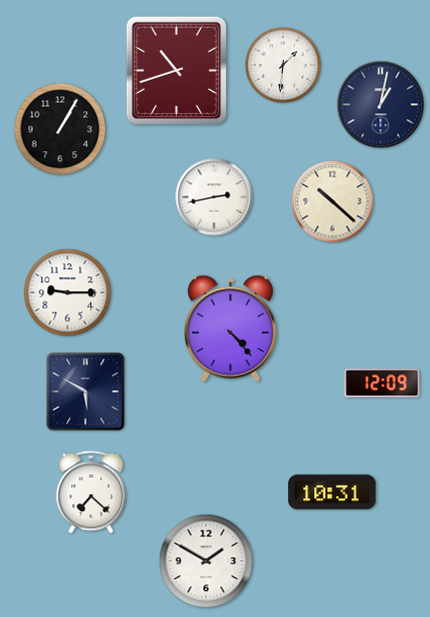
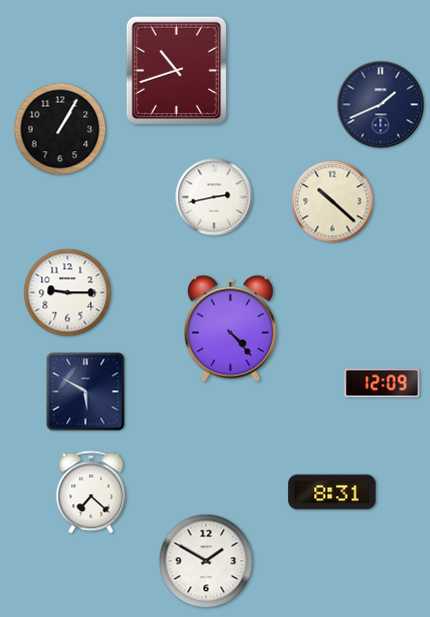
clock at (283, 65): 1:31 -> none
clock at (381, 105): 1:02 -> 1:41
clock at (332, 492): 10:31 -> 8:31
